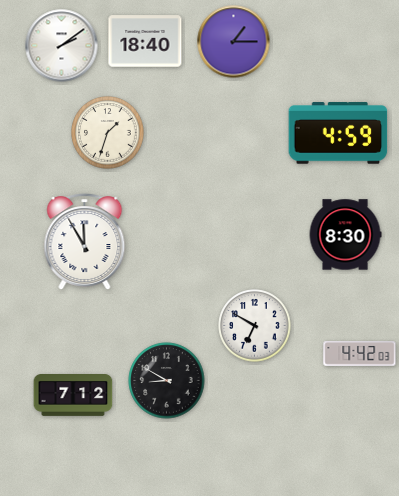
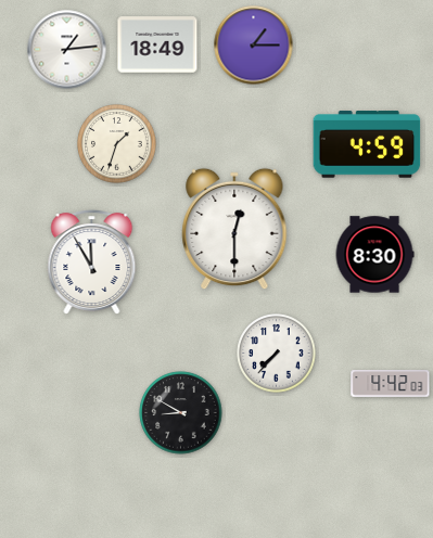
clock at (145, 41): 18:40 -> 18:49
clock at (62, 46): 2:09 -> 1:14
clock at (234, 229): none -> 12:30
clock at (255, 326): 6:50 -> 7:37
clock at (73, 396): 7:12 -> none
